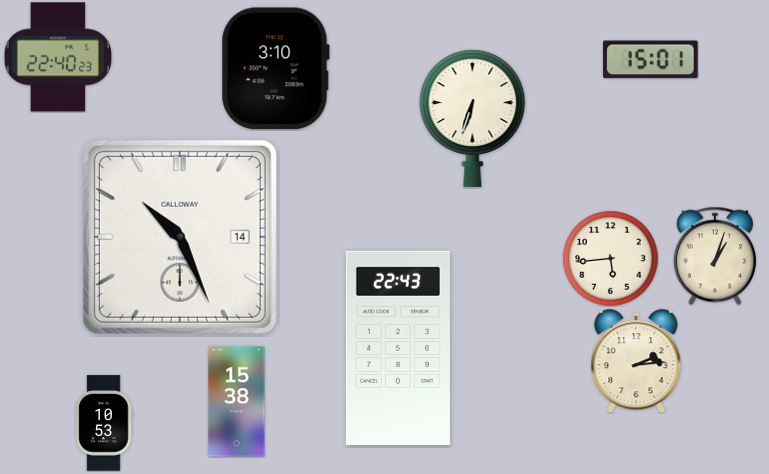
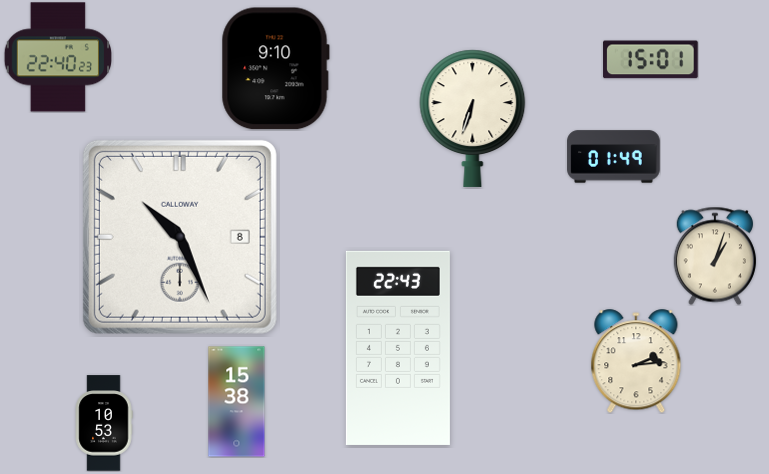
clock at (275, 69): 3:10 -> 9:10
clock at (614, 157): none -> 01:49
clock at (180, 237) date: 14 -> 8
clock at (610, 258): 5:44 -> none
